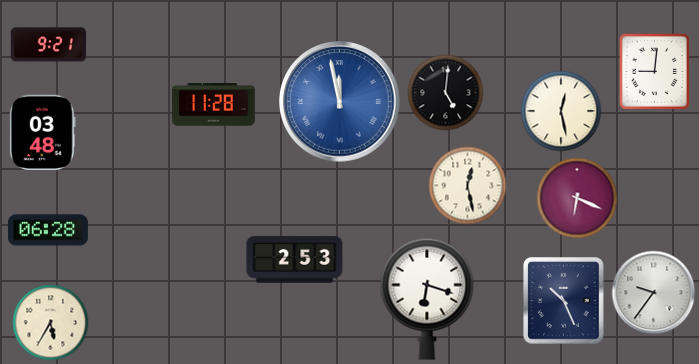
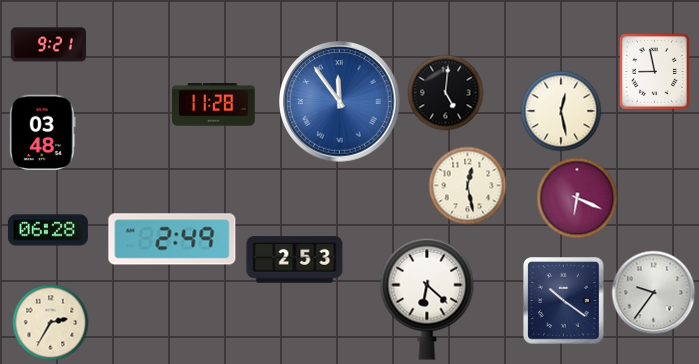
clock at (654, 71): 9:01 -> 8:58
clock at (340, 102): 11:58 -> 11:54
clock at (172, 239): none -> 2:49
clock at (427, 299): 6:18 -> 6:22
clock at (564, 301): 10:26 -> 10:21
clock at (51, 323): 5:35 -> 2:35
